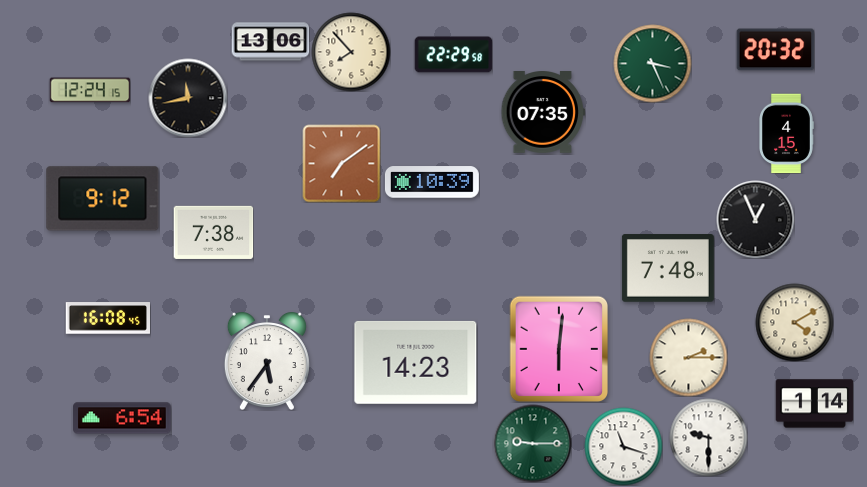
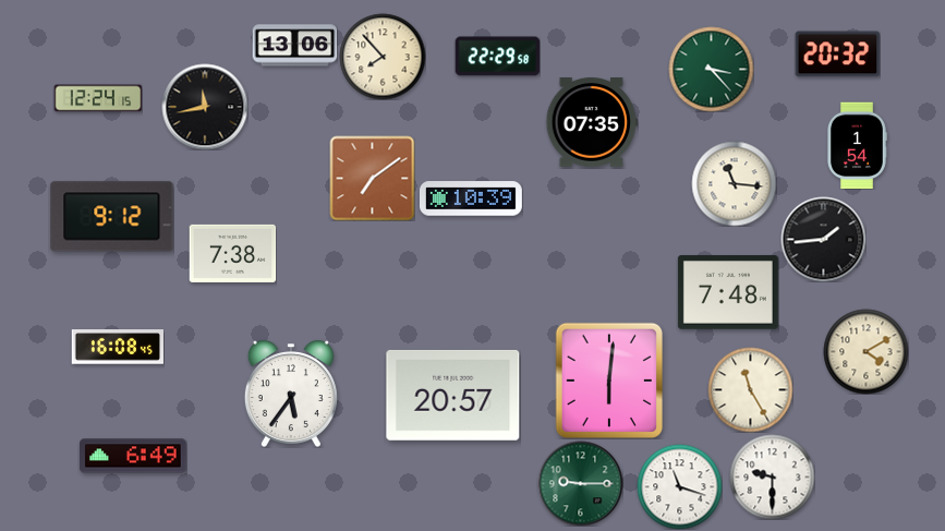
clock at (775, 50) position: (775, 50) -> (837, 55)
clock at (453, 55) position: (453, 55) -> (497, 57)
clock at (652, 63): 3:26 -> 3:23
clock at (786, 133): 4:15 -> 1:54
clock at (734, 183): none -> 11:16
clock at (755, 219): 12:56 -> 1:44
clock at (688, 357): 2:15 -> 11:25
clock at (416, 362): 14:23 -> 20:57
clock at (814, 404): 1:14 -> none
clock at (122, 418): 6:54 -> 6:49
